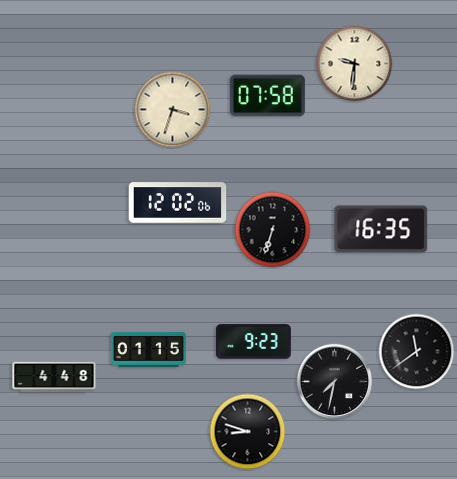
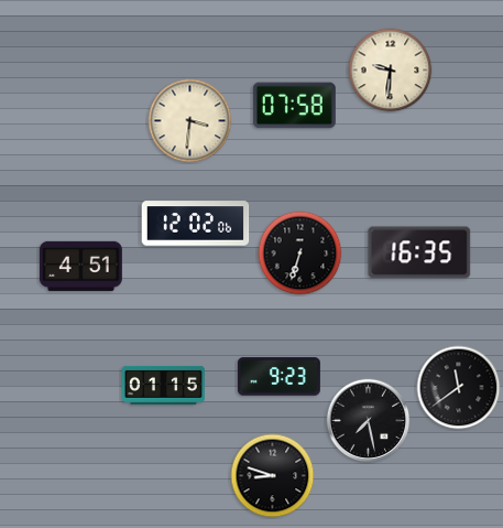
clock at (173, 110): 3:33 -> 3:31
clock at (80, 266): none -> 4:51
clock at (54, 377): 4:48 -> none
clock at (335, 382): 7:32 -> 7:28
